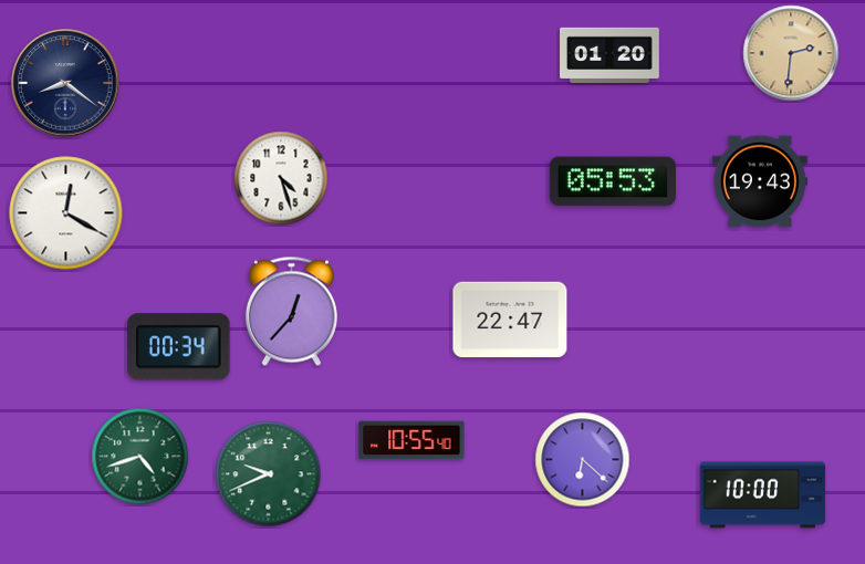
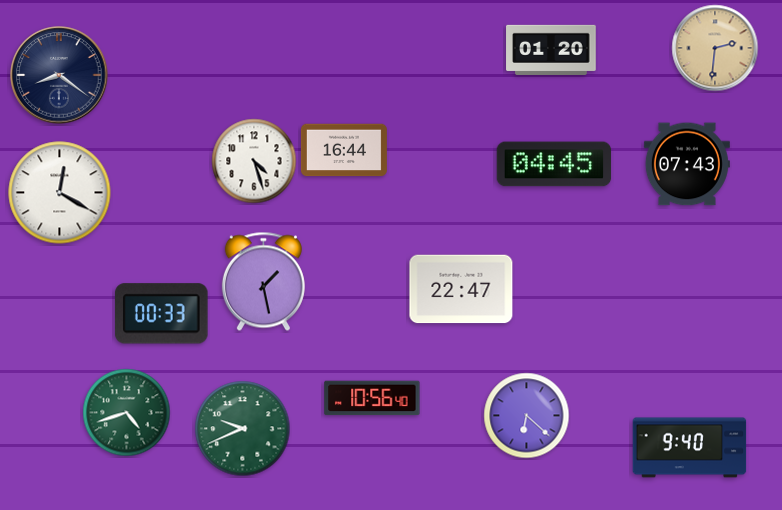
clock at (344, 150): none -> 16:44
clock at (613, 181): 05:53 -> 04:45
clock at (760, 181): 19:43 -> 07:43
clock at (291, 312): 12:37 -> 1:28
clock at (179, 347): 00:34 -> 00:33
clock at (411, 440): 10:55 -> 10:56
clock at (763, 495): 10:00 -> 9:40
